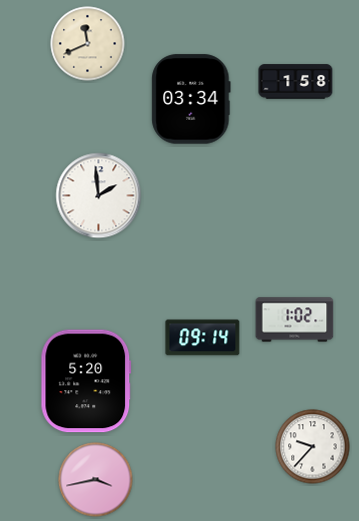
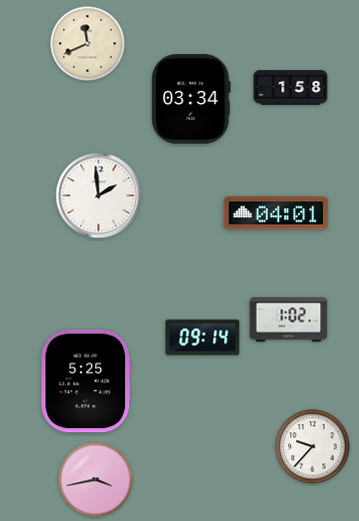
clock at (296, 82) position: (296, 82) -> (291, 88)
clock at (276, 213): none -> 04:01
clock at (295, 320) position: (295, 320) -> (289, 320)
clock at (86, 381): 5:20 -> 5:25
